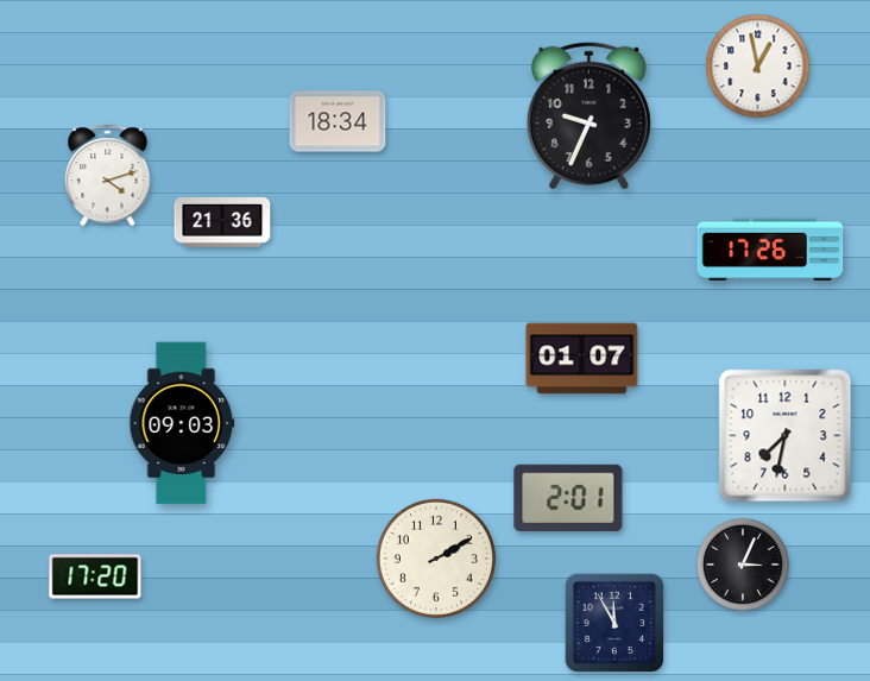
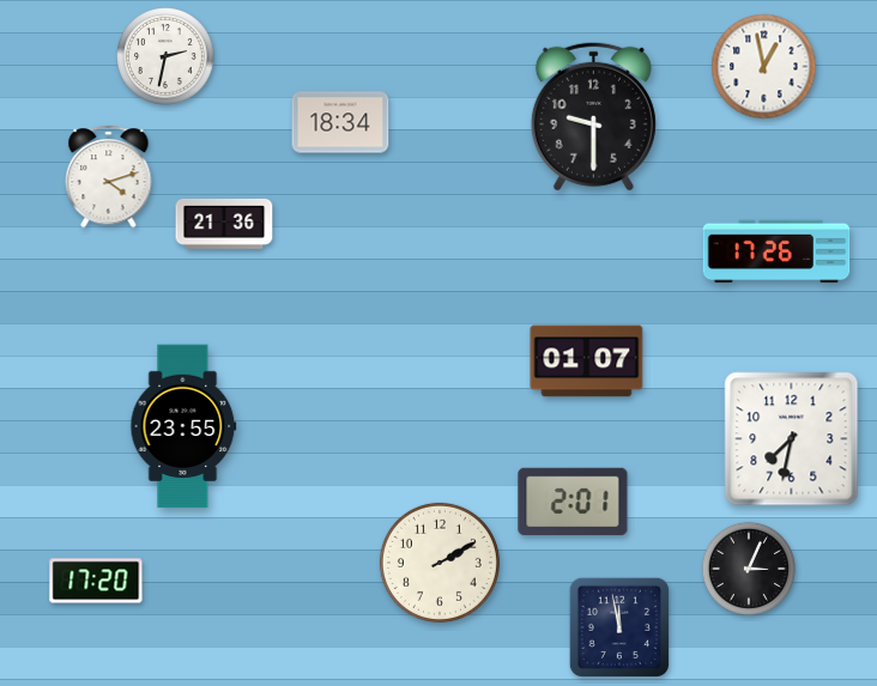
clock at (165, 56): none -> 2:32
clock at (588, 115): 9:34 -> 9:30
clock at (182, 423): 09:03 -> 23:55
clock at (613, 622): 11:55 -> 11:58
